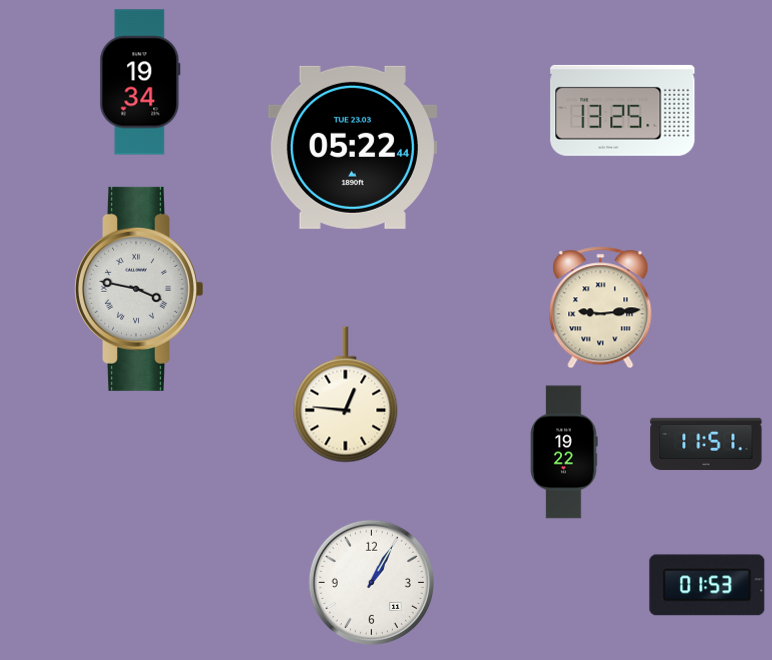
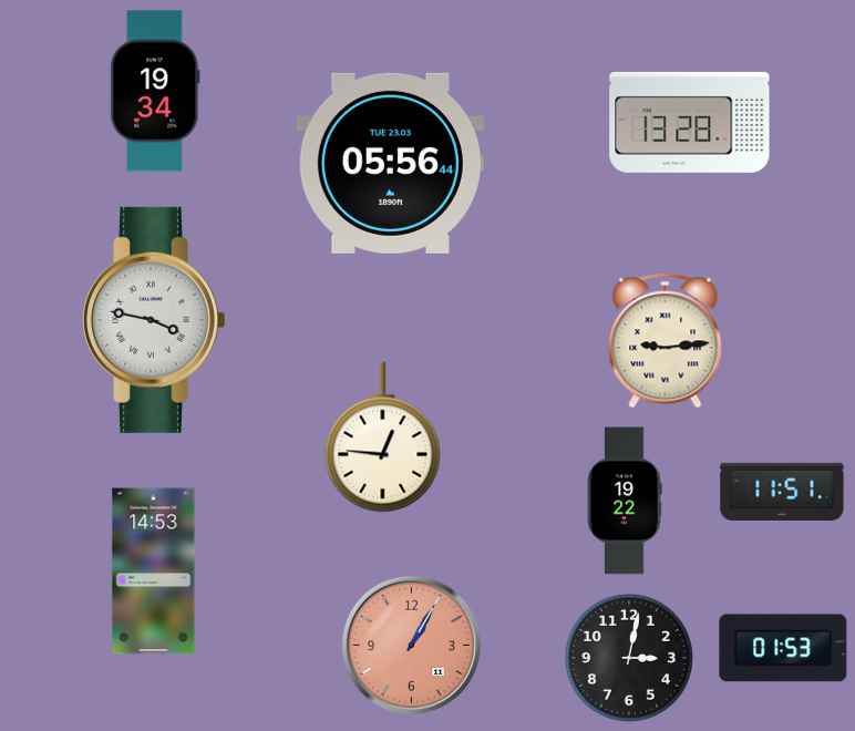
clock at (623, 110): 13:25 -> 13:28
clock at (352, 147): 05:22 -> 05:56
clock at (154, 572): none -> 14:53
clock at (371, 582) dial: white -> salmon
clock at (629, 658): none -> 3:02
